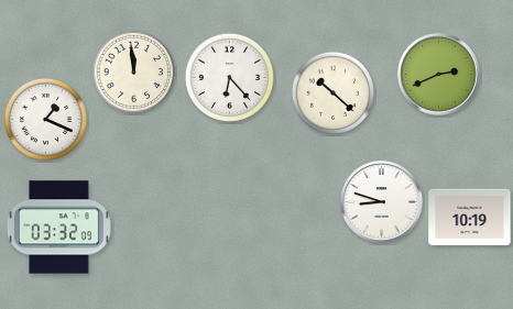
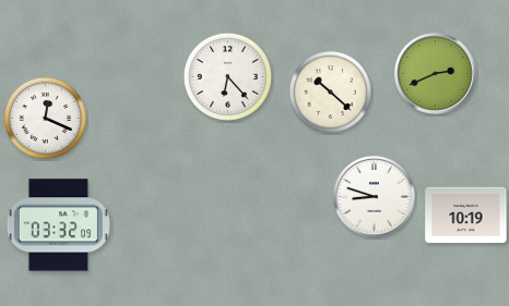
clock at (133, 71): 11:59 -> none
clock at (45, 119): 1:19 -> 12:19
clock at (382, 202) position: (382, 202) -> (375, 197)
